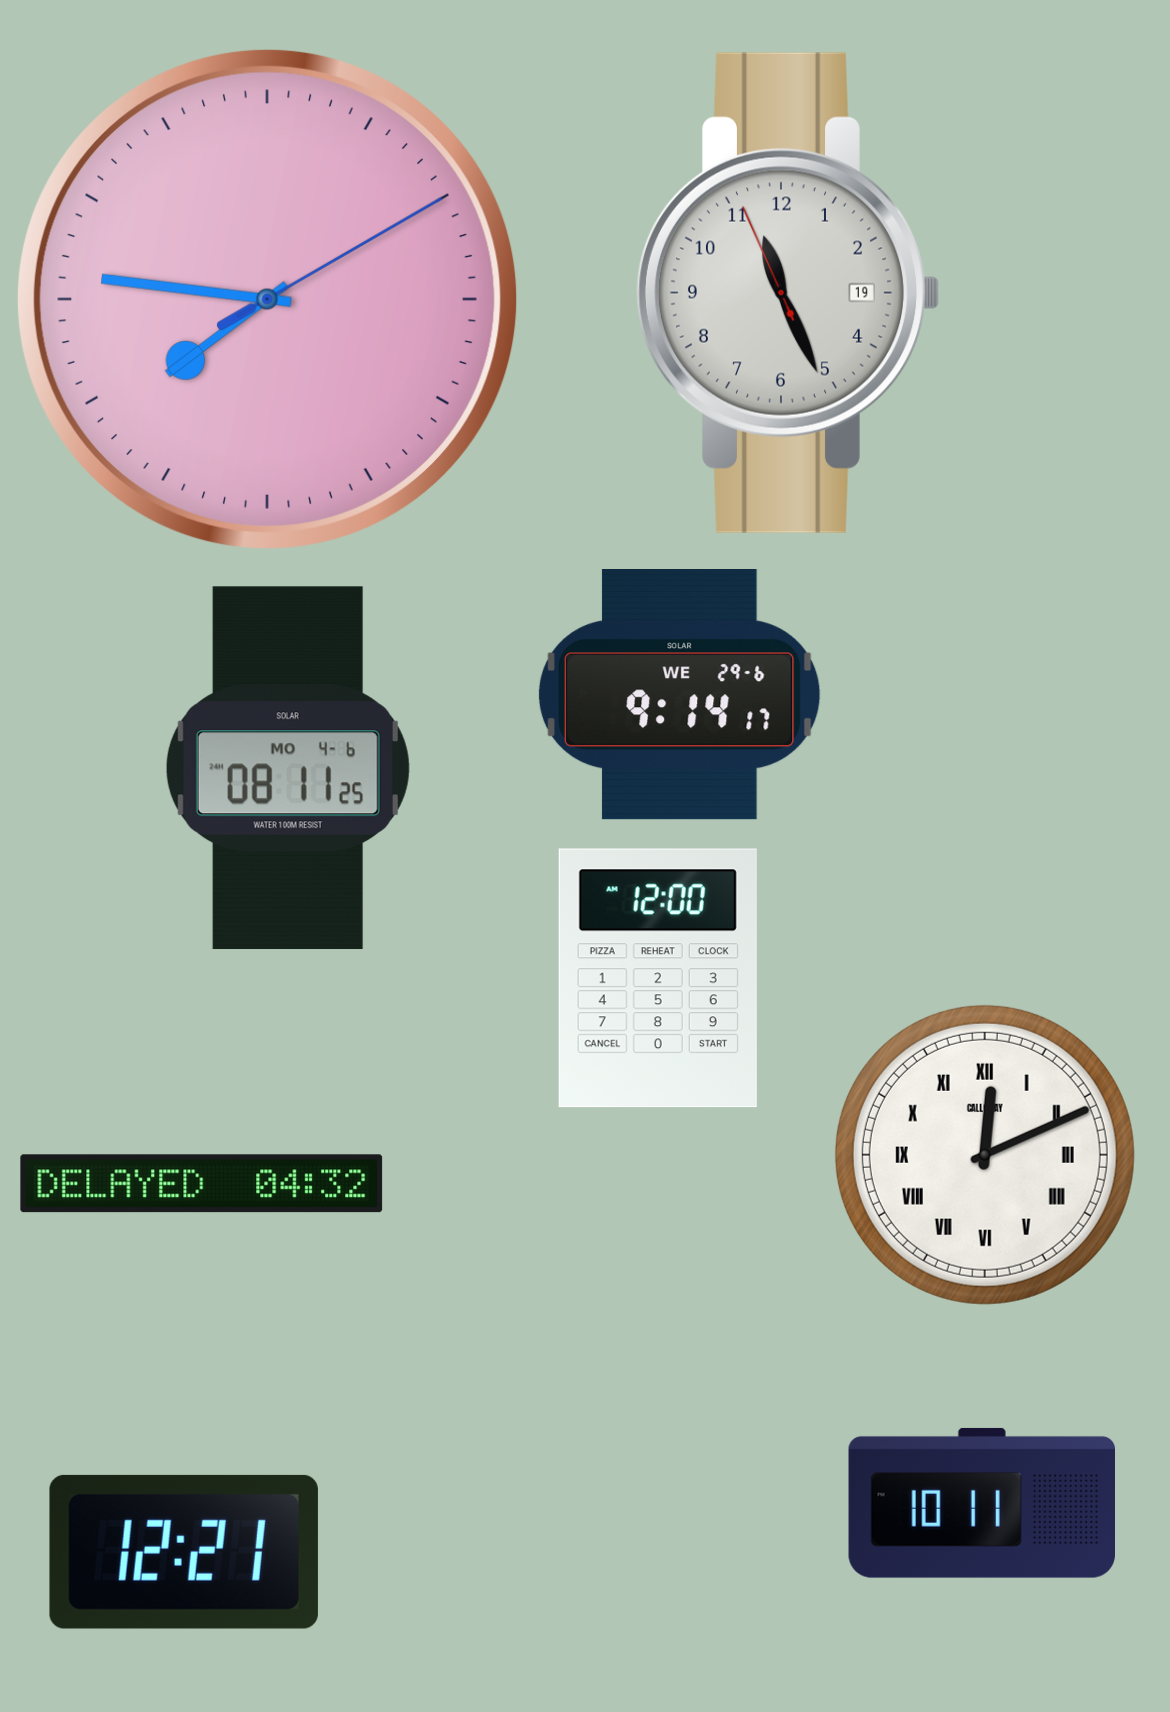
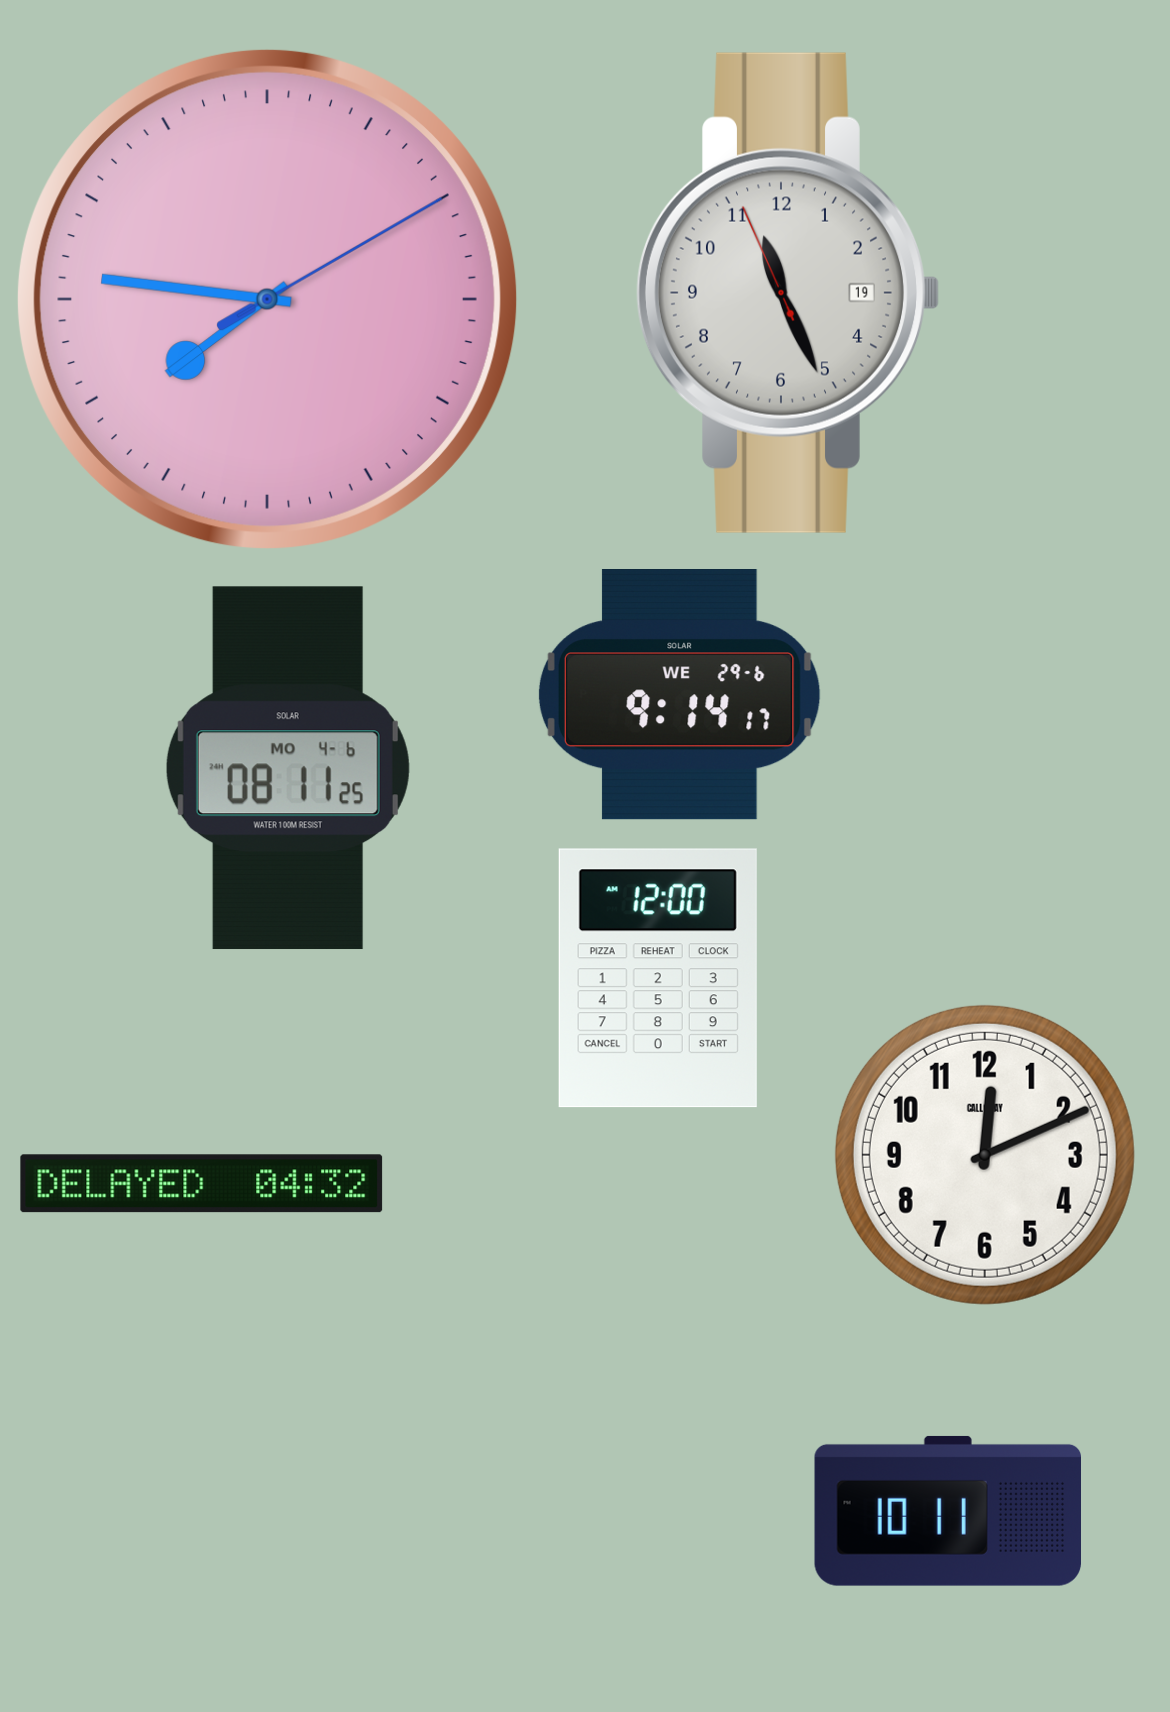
clock at (985, 1155) numerals: Roman -> Arabic
clock at (981, 1503) position: (981, 1503) -> (947, 1511)
clock at (184, 1552): 12:21 -> none
